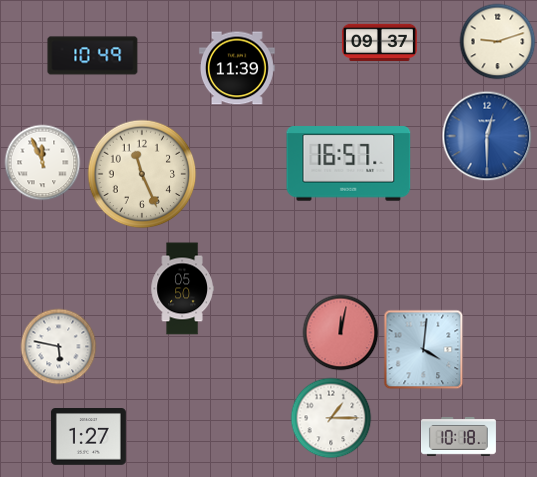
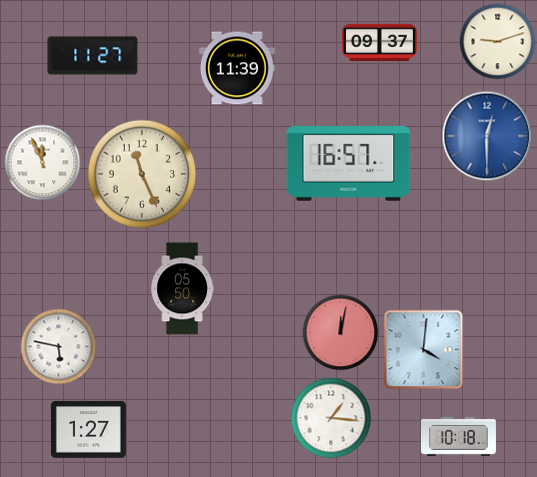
clock at (93, 56): 10:49 -> 11:27
clock at (331, 418): 1:15 -> 1:16
clock at (88, 437) position: (88, 437) -> (88, 430)
